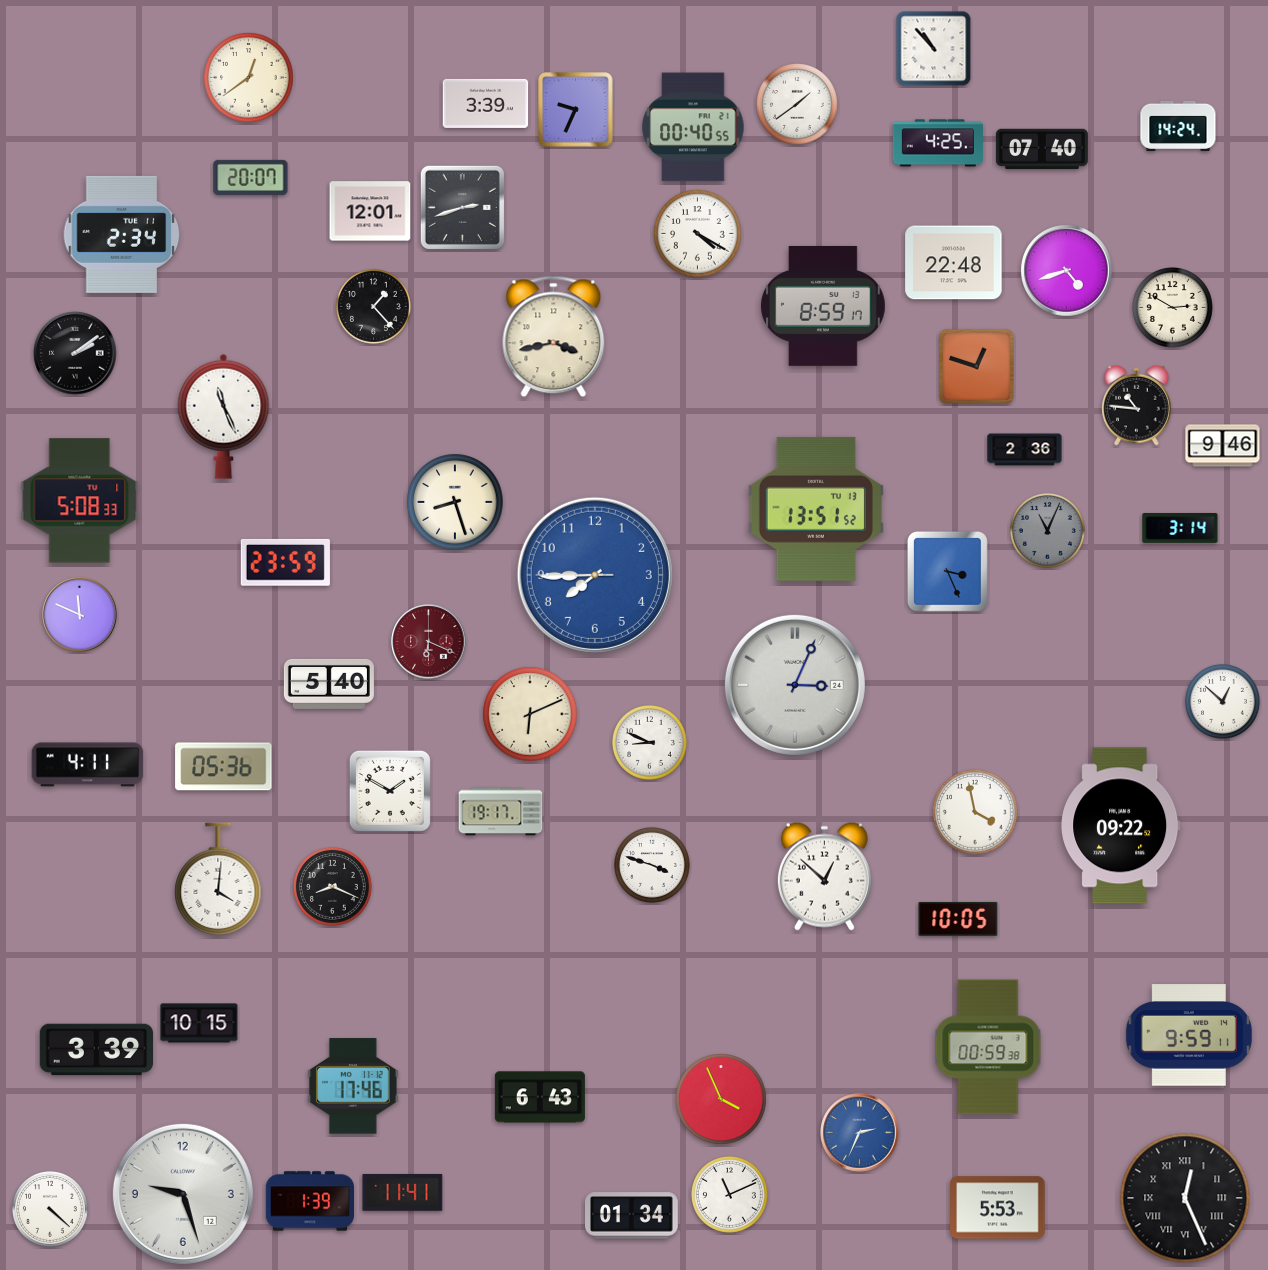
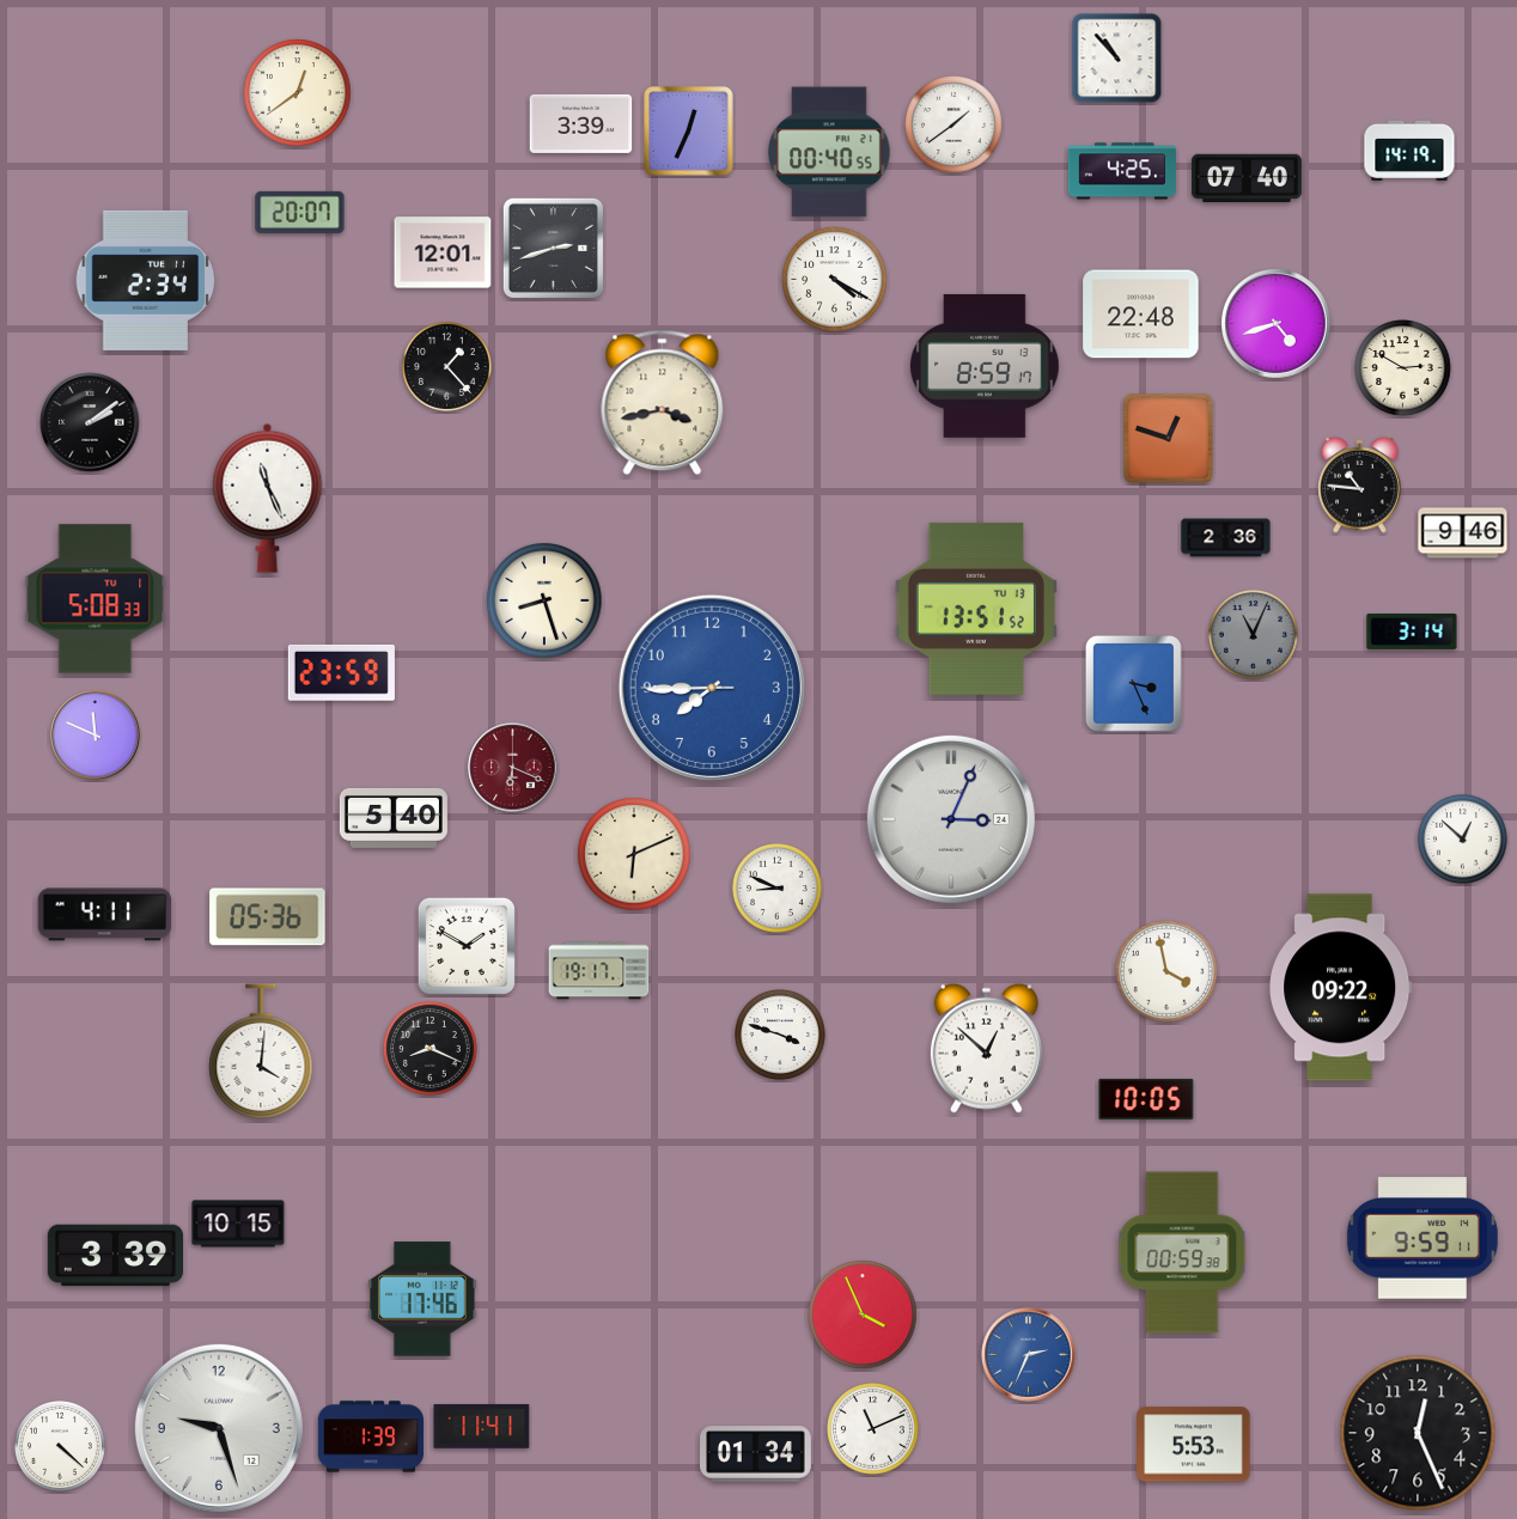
clock at (576, 110): 9:34 -> 12:34
clock at (1178, 125): 14:24 -> 14:19
clock at (333, 887) position: (333, 887) -> (431, 1049)
clock at (540, 1097): 6:43 -> none
clock at (1185, 1198) numerals: Roman -> Arabic
